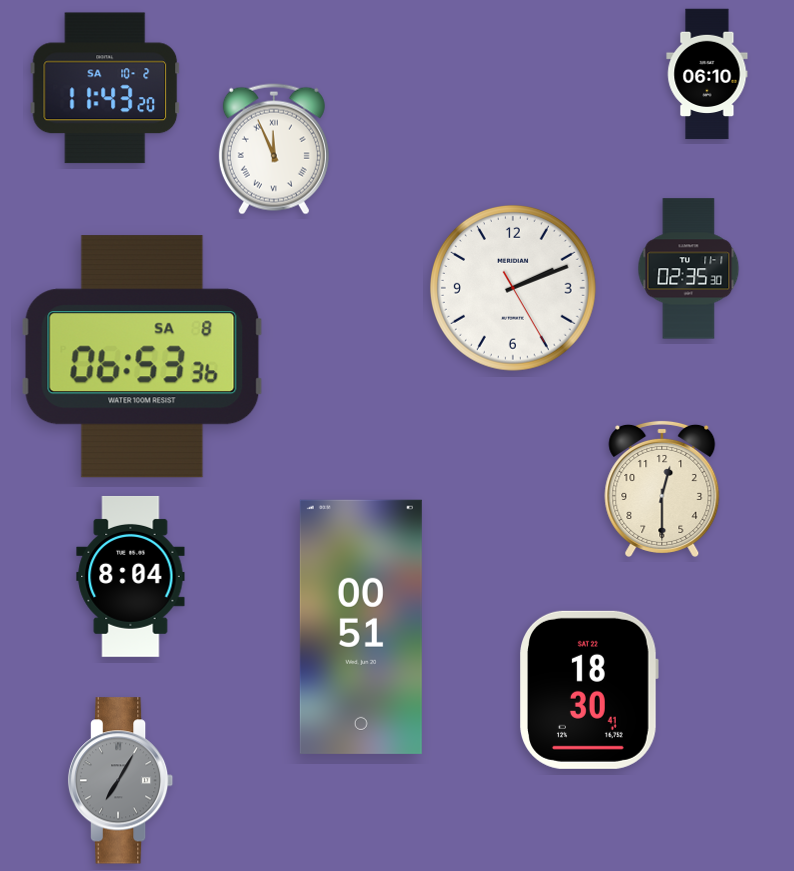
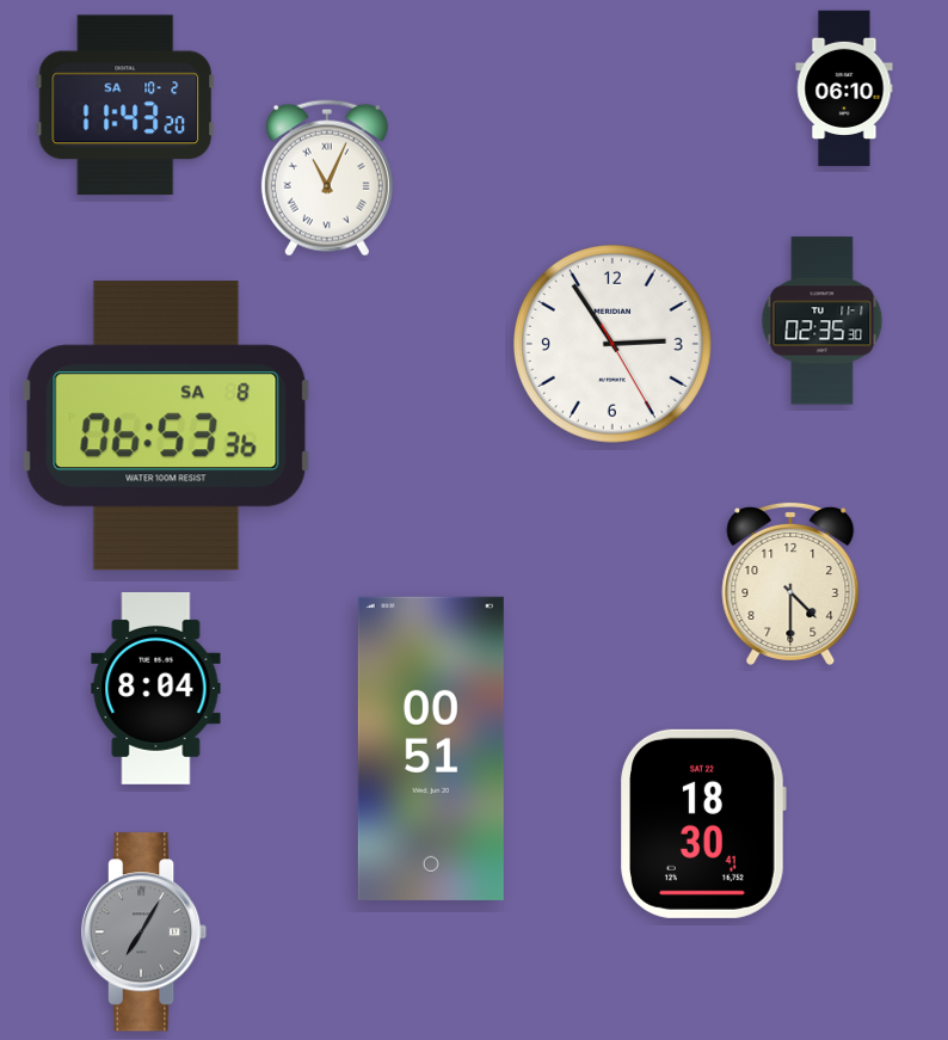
clock at (274, 149): 11:56 -> 11:04
clock at (513, 288): 2:11 -> 2:54
clock at (142, 357) position: (142, 357) -> (166, 426)
clock at (662, 488): 12:30 -> 4:30
